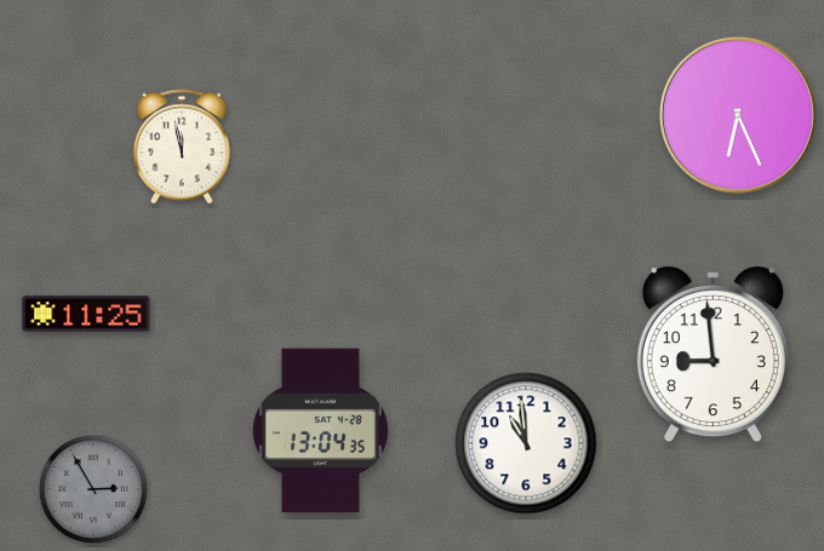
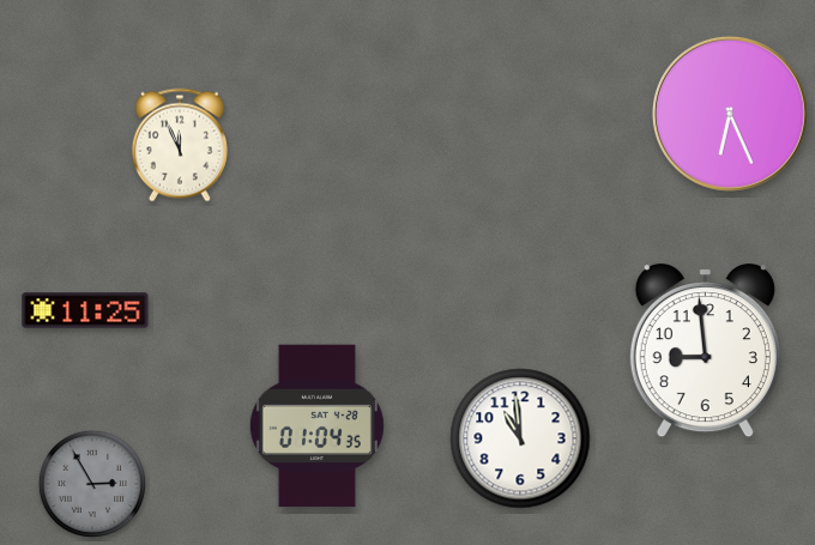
clock at (182, 147): 11:58 -> 11:56
clock at (320, 431): 13:04 -> 01:04
